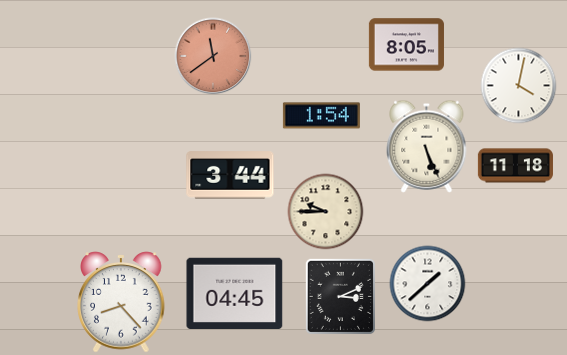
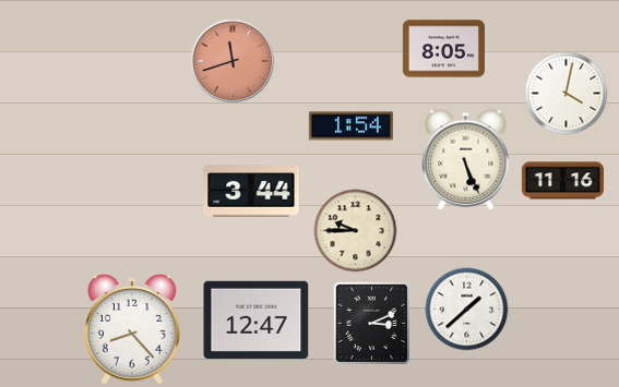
clock at (213, 56): 11:39 -> 11:42
clock at (515, 166): 11:18 -> 11:16
clock at (235, 293): 04:45 -> 12:47
